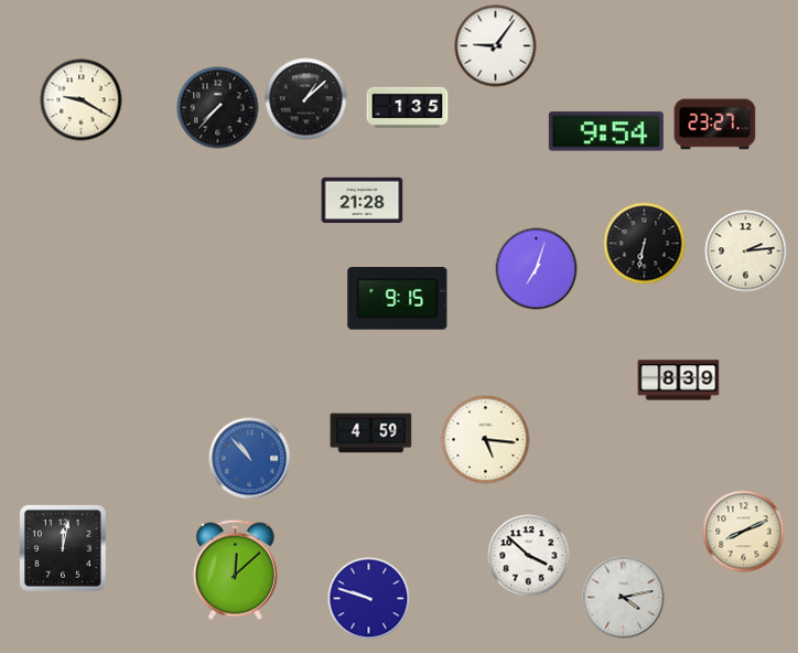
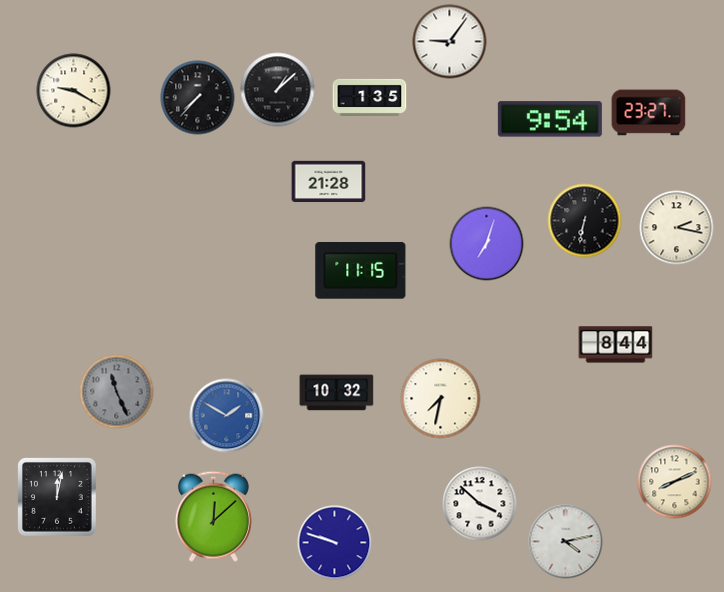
clock at (746, 251): 2:14 -> 2:17
clock at (398, 299): 9:15 -> 11:15
clock at (679, 381): 8:39 -> 8:44
clock at (117, 392): none -> 11:26
clock at (371, 433): 4:59 -> 10:32
clock at (486, 440): 5:16 -> 7:32
clock at (250, 459): 10:53 -> 1:50
